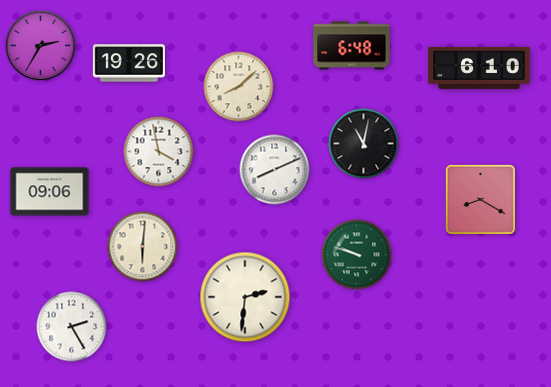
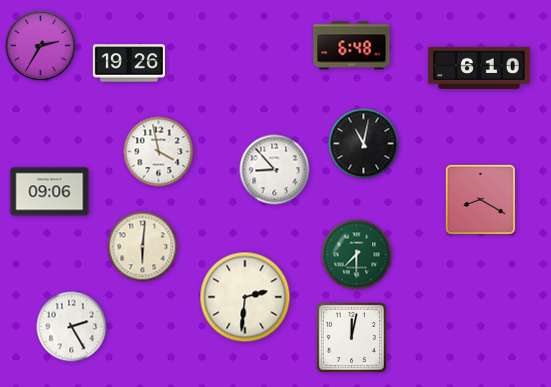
clock at (239, 87): 8:08 -> none
clock at (275, 170): 8:11 -> 8:53
clock at (357, 255): 9:48 -> 7:30
clock at (351, 337): none -> 12:02
